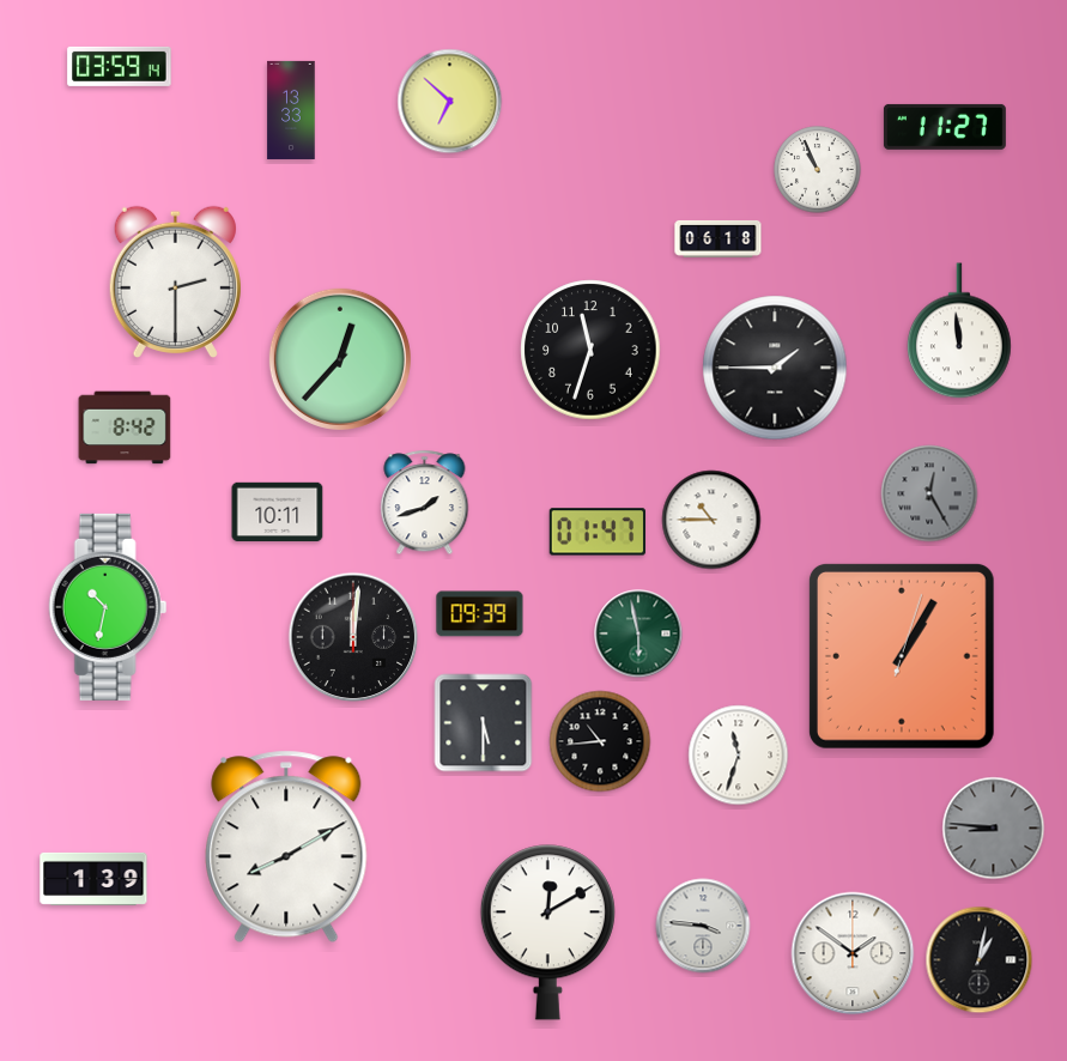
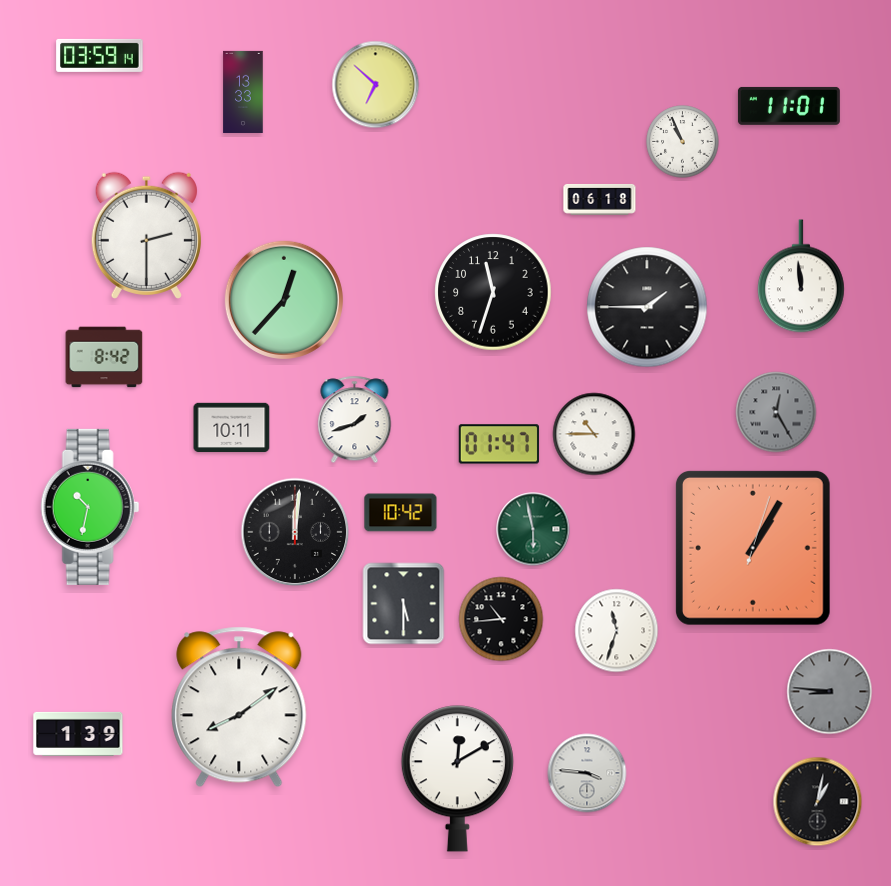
clock at (945, 127): 11:27 -> 11:01
clock at (480, 614): 09:39 -> 10:42
clock at (286, 847): 8:10 -> 8:09
clock at (853, 953): 1:51 -> none
